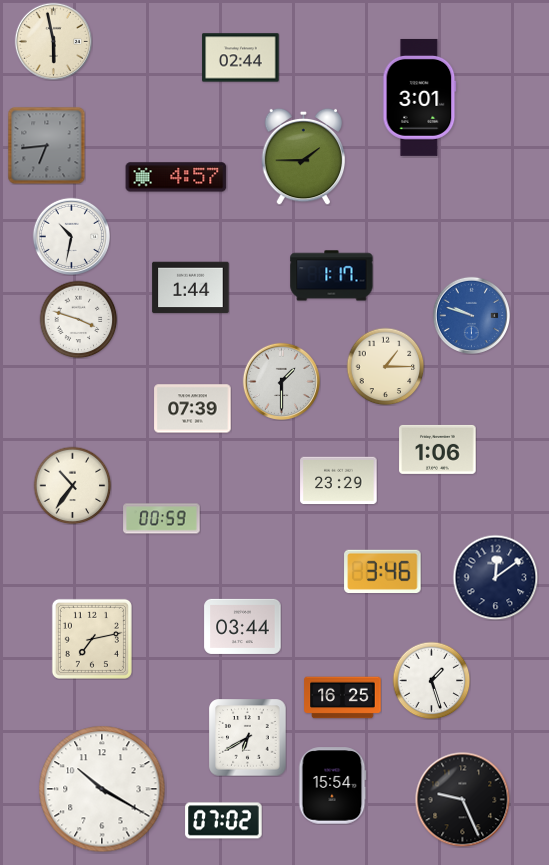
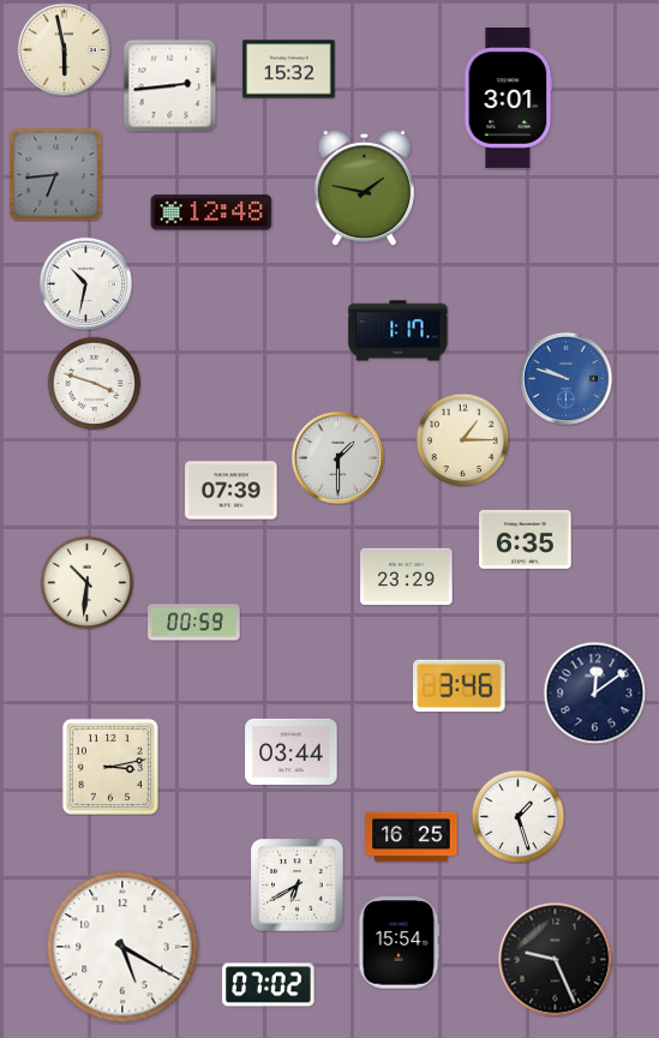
clock at (241, 58): 02:44 -> 15:32
clock at (169, 85): none -> 2:44
clock at (420, 97) position: (420, 97) -> (509, 97)
clock at (304, 156): 1:45 -> 1:47
clock at (176, 177): 4:57 -> 12:48
clock at (191, 288): 1:44 -> none
clock at (438, 449): 1:06 -> 6:35
clock at (72, 485): 10:36 -> 10:31
clock at (92, 639): 7:13 -> 3:13
clock at (102, 789): 10:20 -> 5:20
